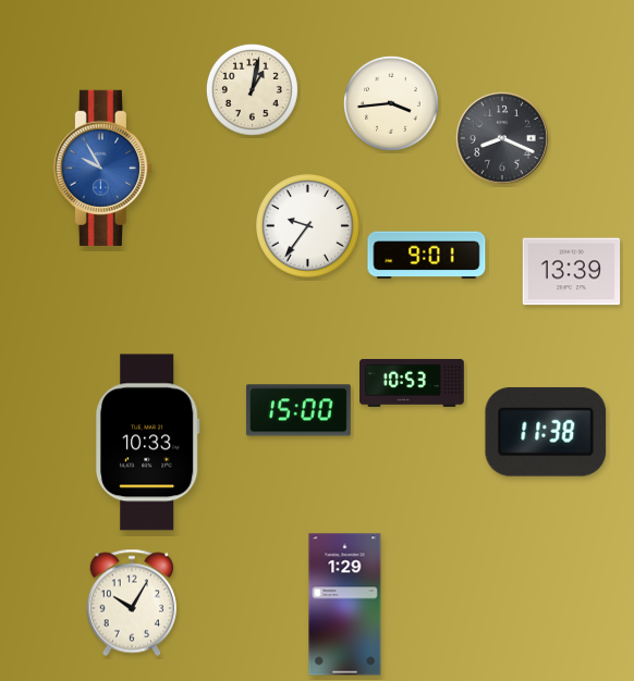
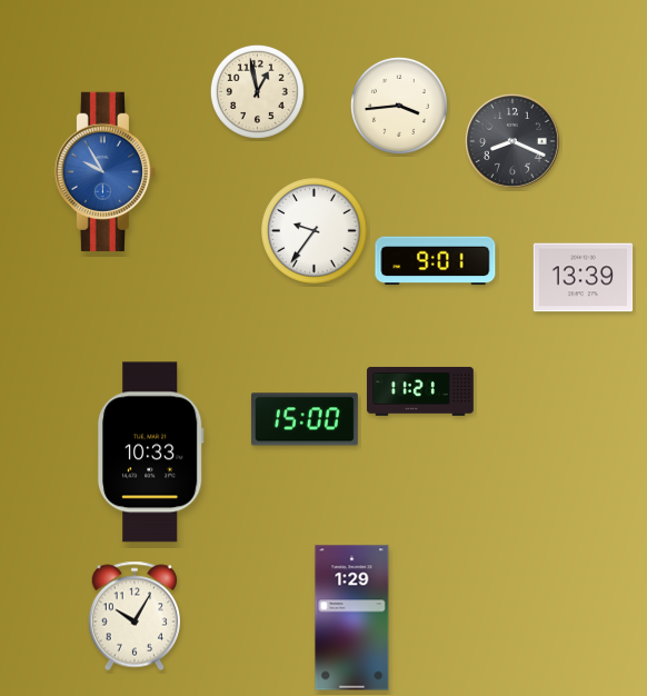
clock at (252, 89): 1:02 -> 12:58
clock at (412, 383): 10:53 -> 11:21
clock at (546, 432): 11:38 -> none
